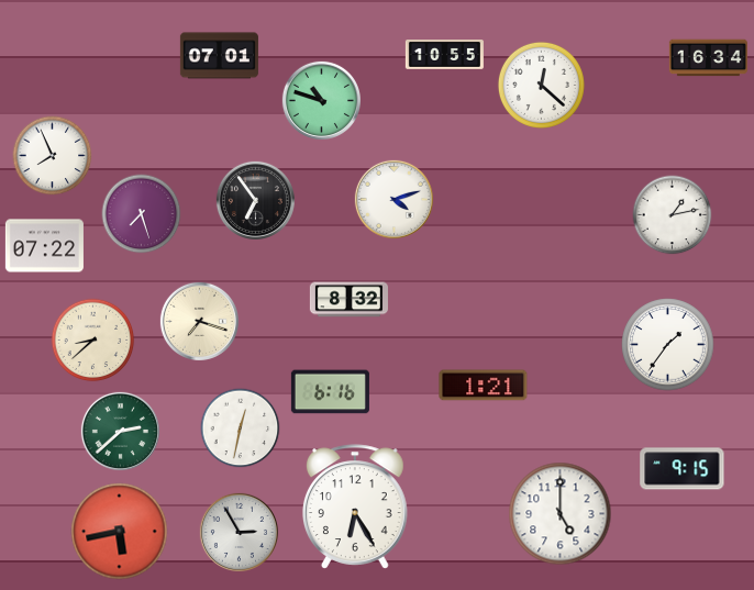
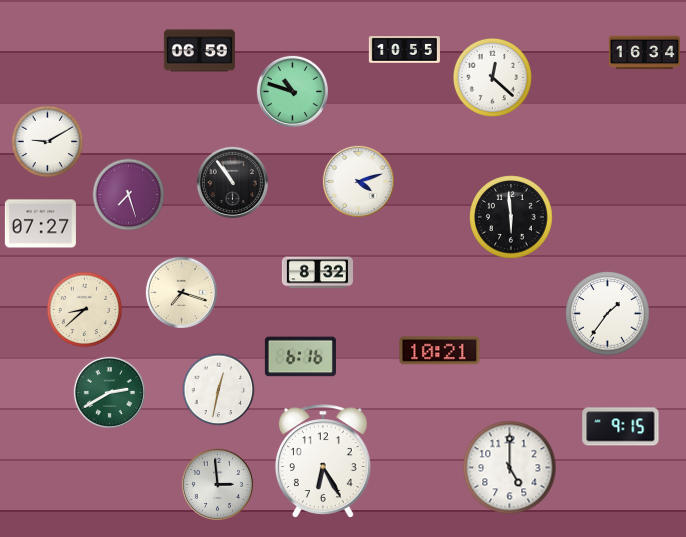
clock at (219, 56): 07:01 -> 06:59
clock at (53, 156): 7:56 -> 9:10
clock at (255, 200): 6:54 -> 10:54
clock at (673, 215): 1:13 -> none
clock at (511, 217): none -> 5:59
clock at (44, 246): 07:22 -> 07:27
clock at (484, 386): 1:21 -> 10:21
clock at (120, 431): 2:38 -> 2:40
clock at (120, 532): 5:43 -> none
clock at (239, 532): 2:55 -> 2:59
